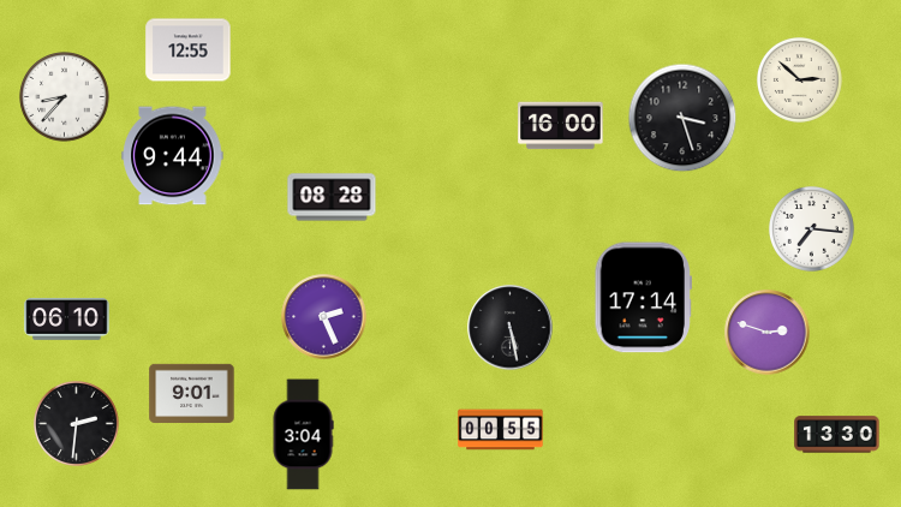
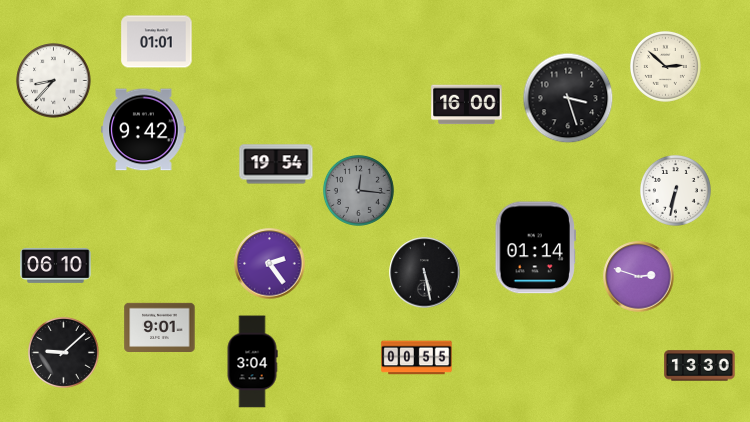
clock at (189, 50): 12:55 -> 01:01
clock at (173, 156): 9:44 -> 9:42
clock at (332, 197): 08:28 -> 19:54
clock at (358, 190): none -> 12:16
clock at (811, 228): 7:16 -> 6:32
clock at (643, 298): 17:14 -> 01:14
clock at (324, 317): 2:26 -> 2:24
clock at (76, 423): 2:31 -> 9:08
clock at (837, 435) position: (837, 435) -> (700, 366)
